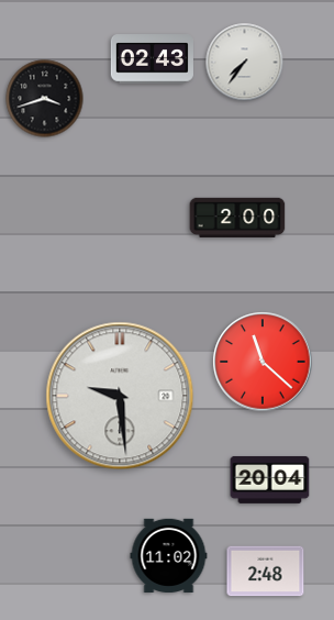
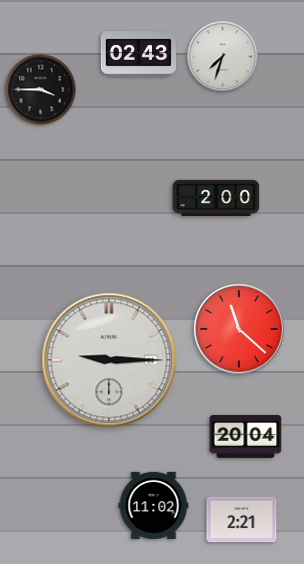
clock at (245, 63): 7:36 -> 7:33
clock at (45, 99): 3:42 -> 3:45
clock at (120, 396): 9:29 -> 9:15
clock at (266, 572): 2:48 -> 2:21
